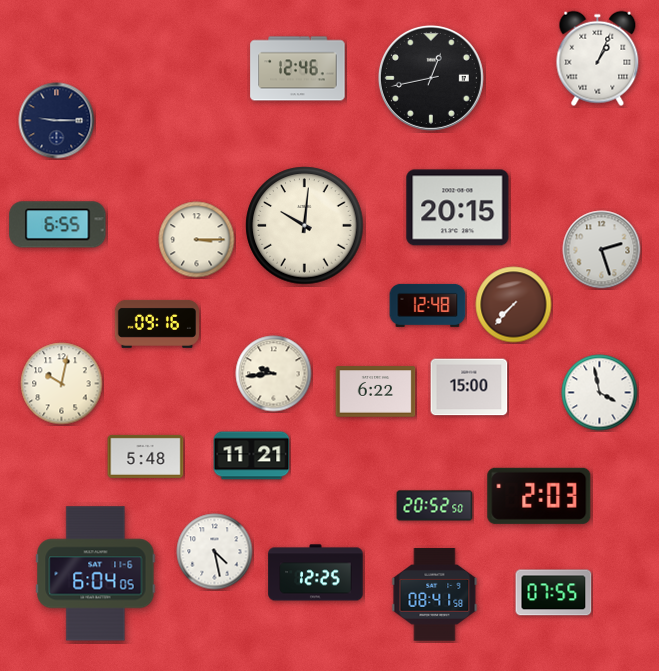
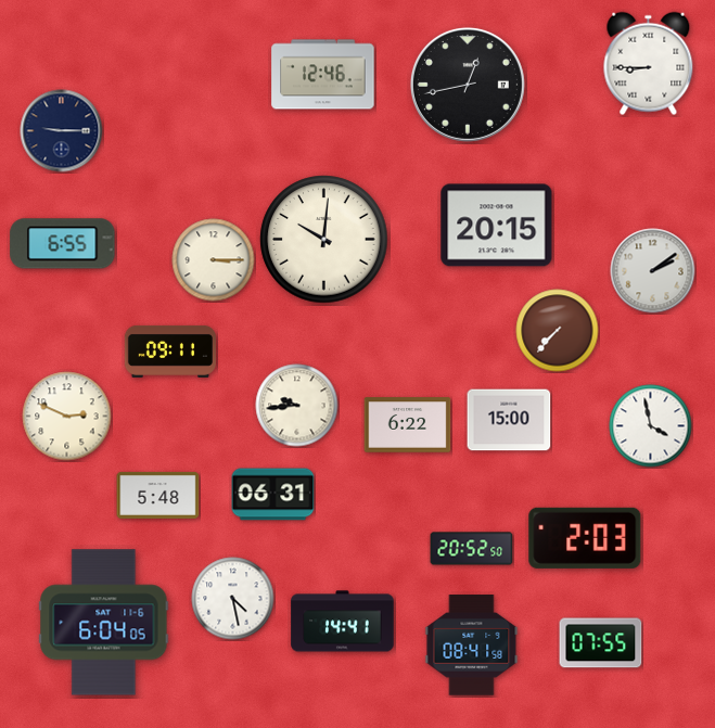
clock at (598, 59): 1:04 -> 8:45
clock at (305, 226) position: (305, 226) -> (324, 240)
clock at (602, 250): 2:27 -> 2:09
clock at (428, 305): 12:48 -> none
clock at (156, 324): 09:16 -> 09:11
clock at (62, 384): 10:02 -> 2:49
clock at (252, 456): 11:21 -> 06:31
clock at (316, 573): 12:25 -> 14:41
